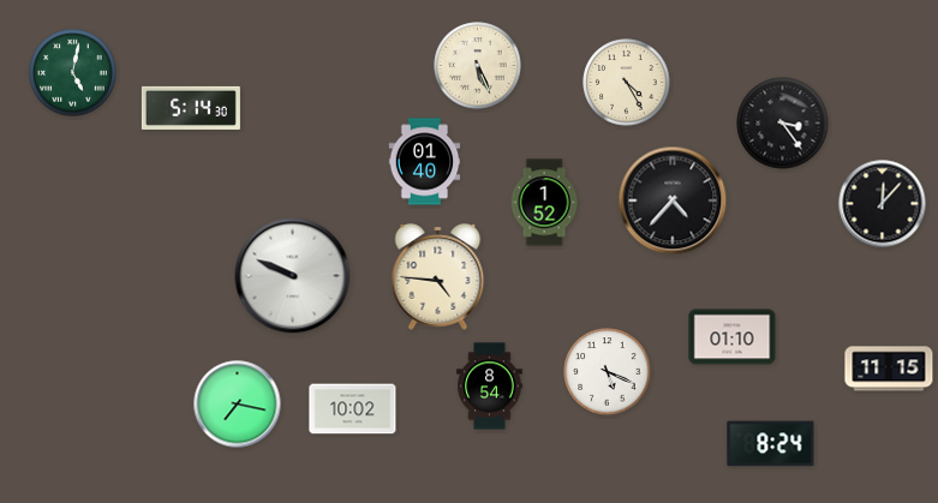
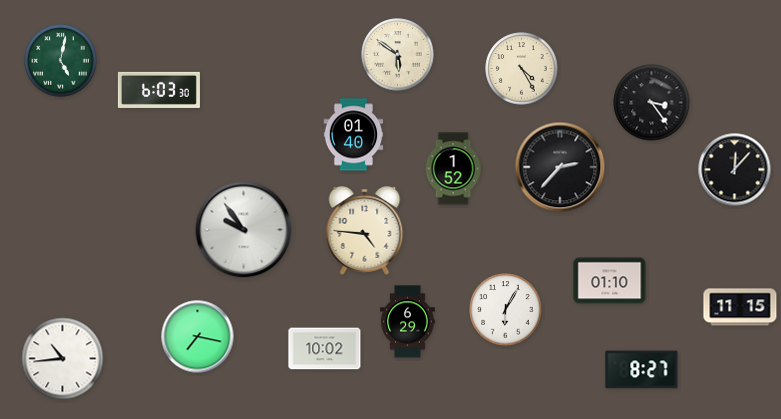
clock at (478, 66): 5:26 -> 5:51
clock at (191, 108): 5:14 -> 6:03
clock at (673, 200): 4:37 -> 2:37
clock at (293, 276): 9:49 -> 9:54
clock at (608, 372): 5:19 -> 6:05
clock at (490, 387): 8:54 -> 6:29
clock at (353, 409) position: (353, 409) -> (325, 349)
clock at (63, 359): none -> 10:44
clock at (771, 444): 8:24 -> 8:27
